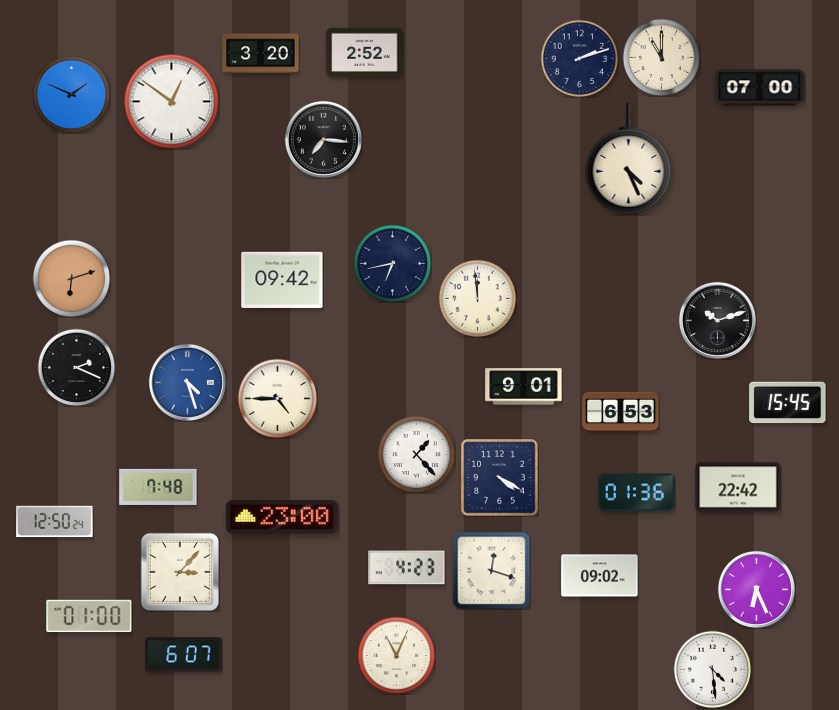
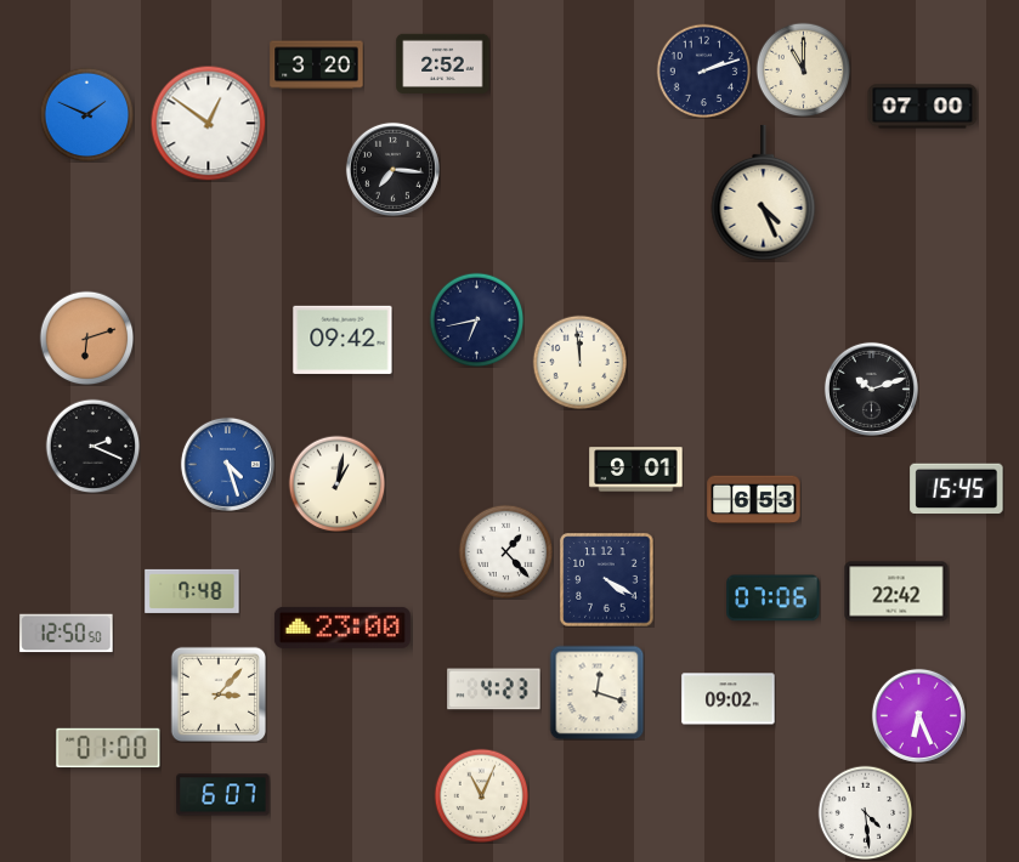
clock at (277, 398): 4:45 -> 1:02
clock at (637, 493): 01:36 -> 07:06
clock at (55, 522): 12:50:24 -> 12:50:50
